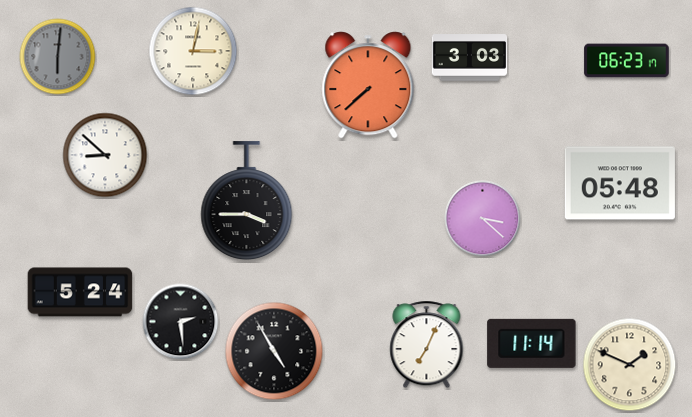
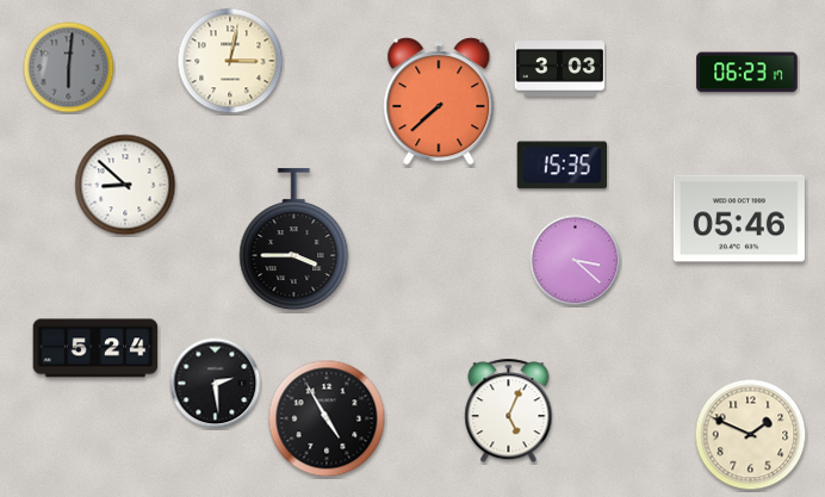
clock at (563, 166): none -> 15:35
clock at (620, 183): 05:48 -> 05:46
clock at (532, 343): 11:14 -> none
clock at (427, 345): 7:04 -> 5:04
